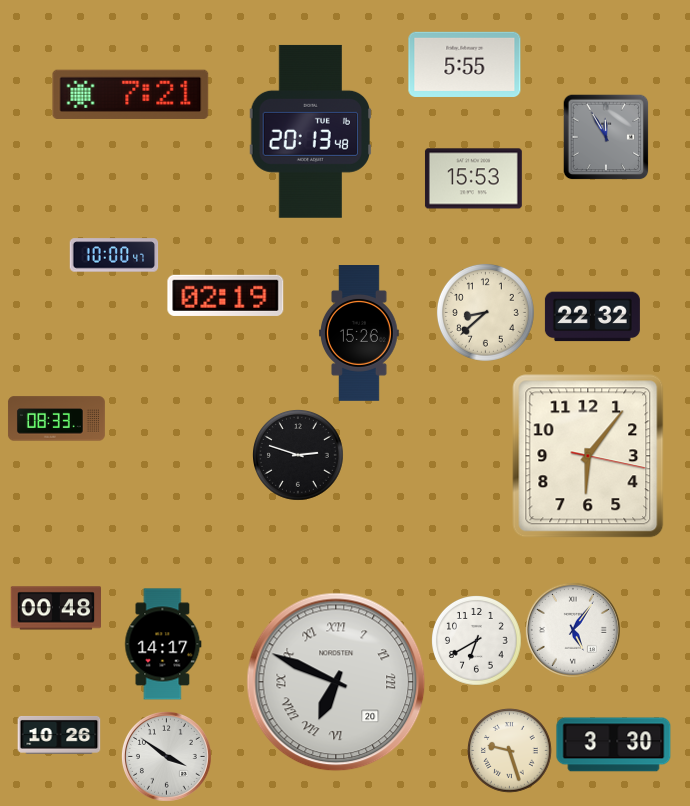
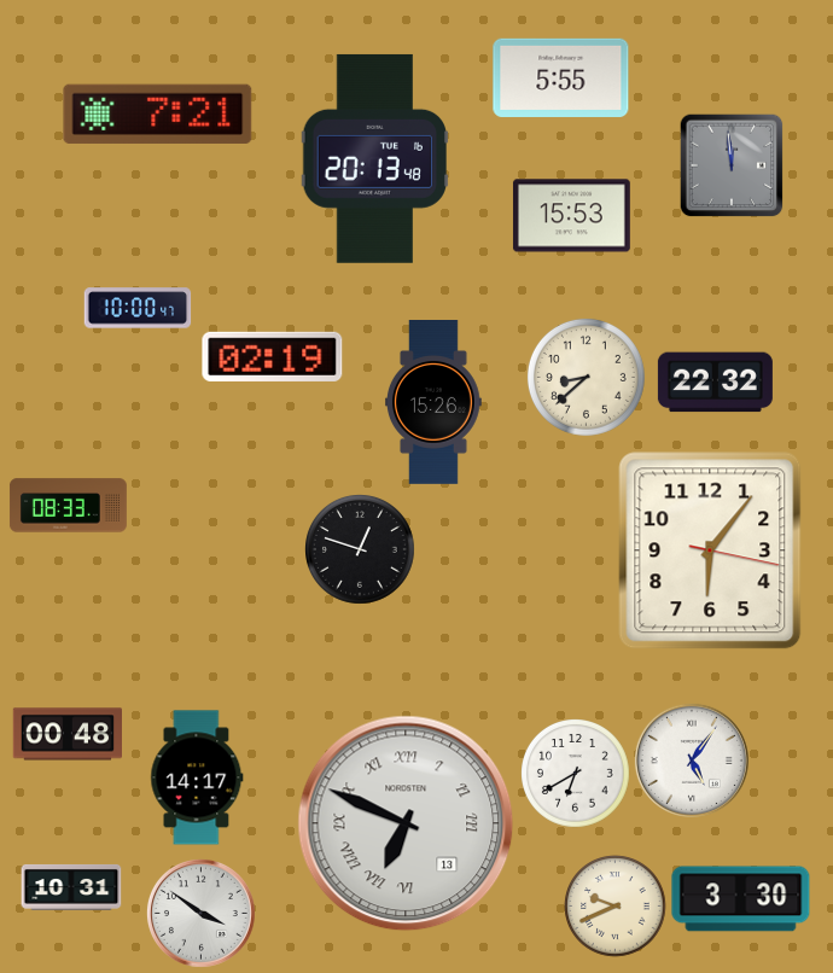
clock at (606, 137): 11:55 -> 11:59
clock at (299, 456): 2:48 -> 12:48
clock at (336, 682) date: 20 -> 13
clock at (59, 735): 10:26 -> 10:31
clock at (510, 751): 9:27 -> 9:41
